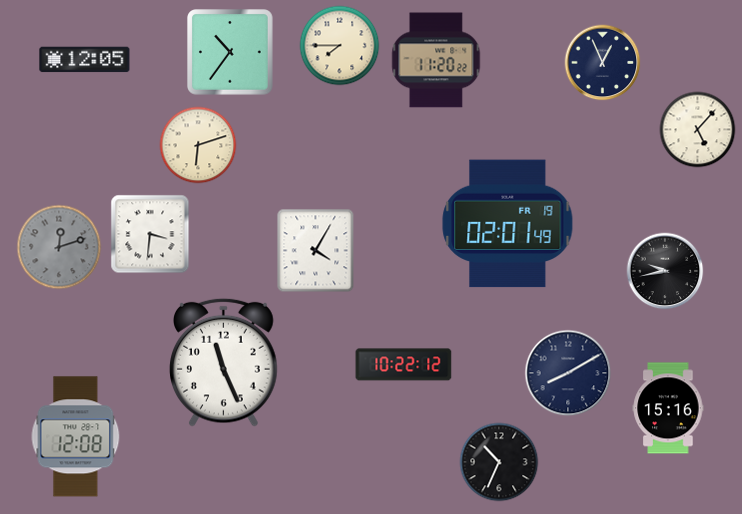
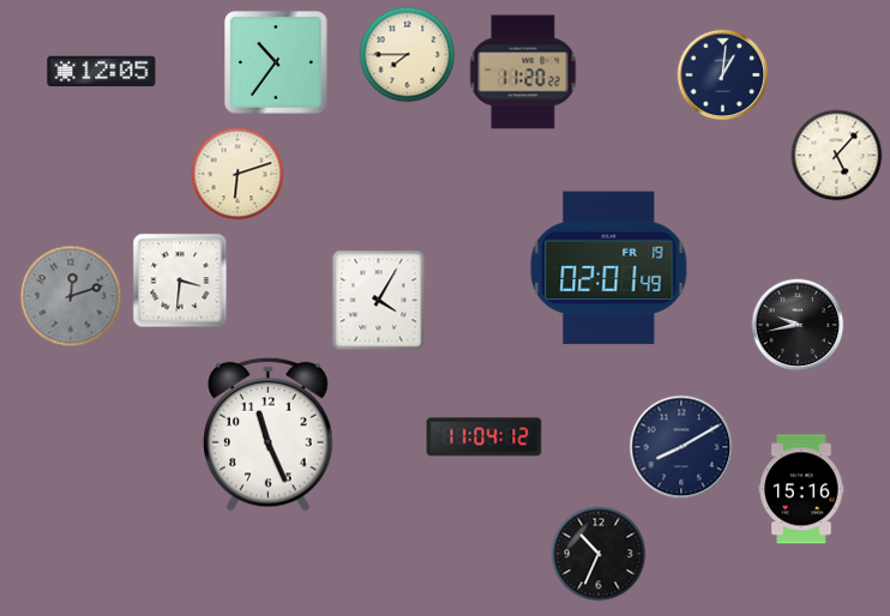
clock at (603, 63): 12:56 -> 1:01
clock at (404, 365): 10:22 -> 11:04
clock at (76, 437): 12:08 -> none
